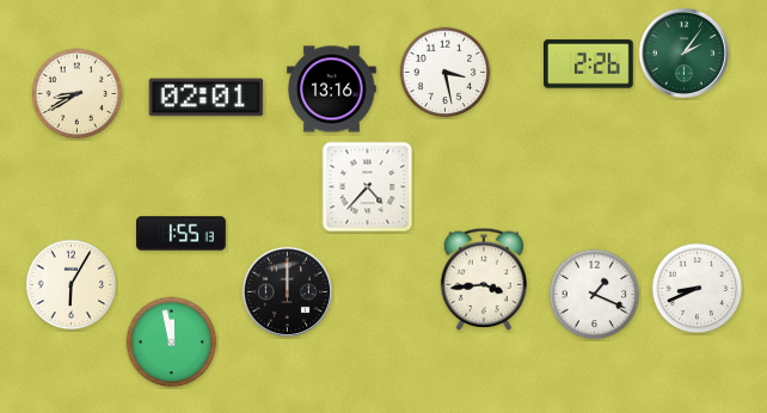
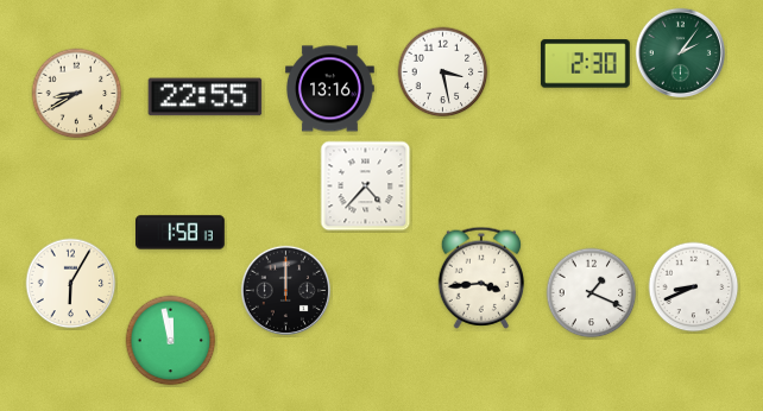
clock at (588, 64): 2:26 -> 2:30
clock at (207, 98): 02:01 -> 22:55
clock at (182, 234): 1:55 -> 1:58
